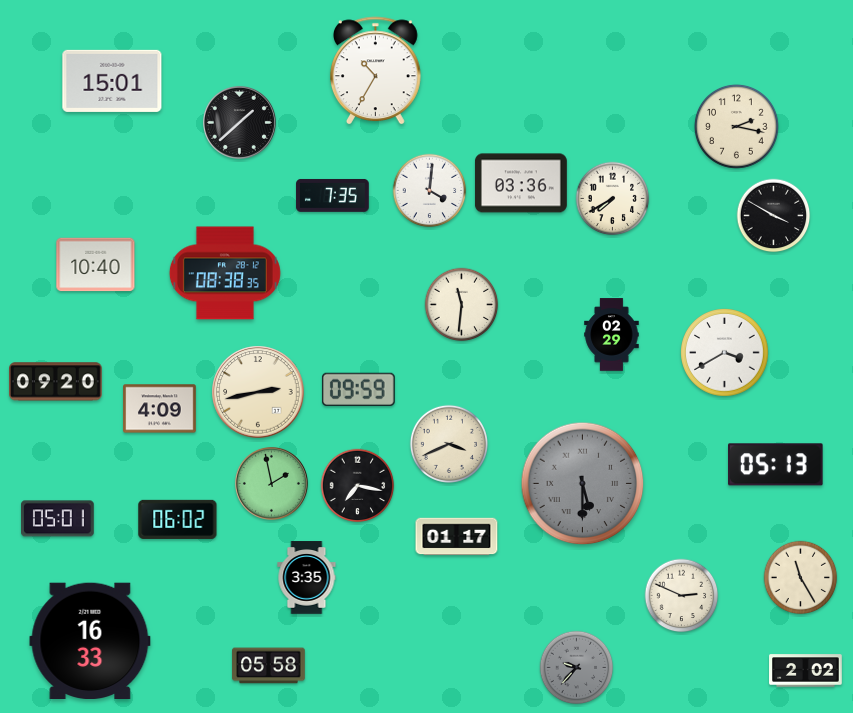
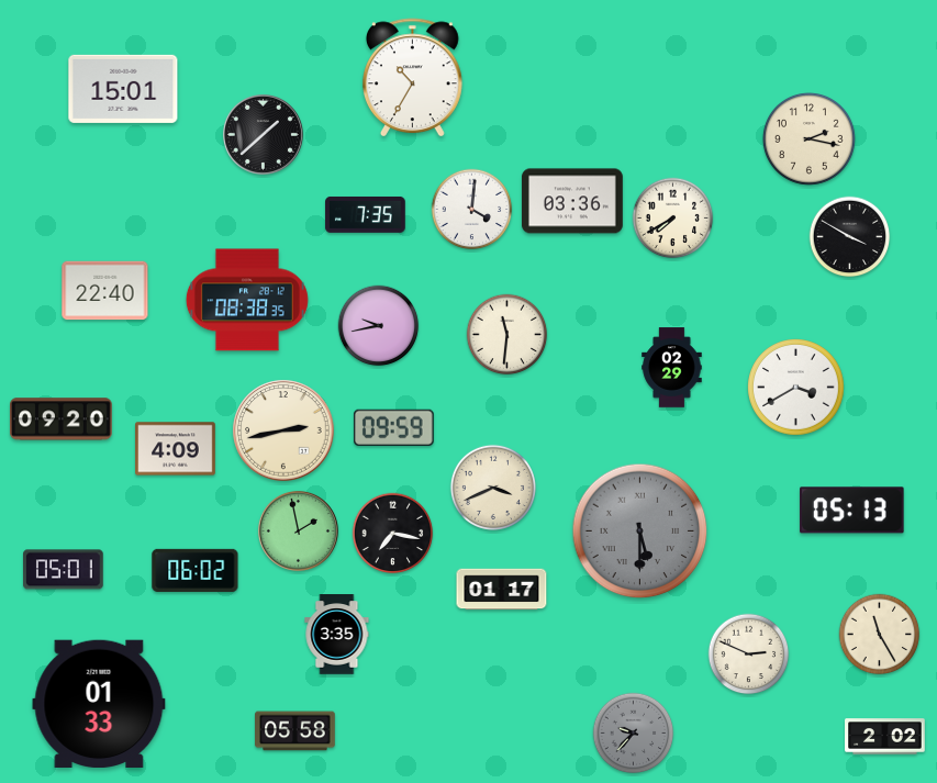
clock at (96, 265): 10:40 -> 22:40
clock at (379, 326): none -> 9:43
clock at (90, 641): 16:33 -> 01:33
